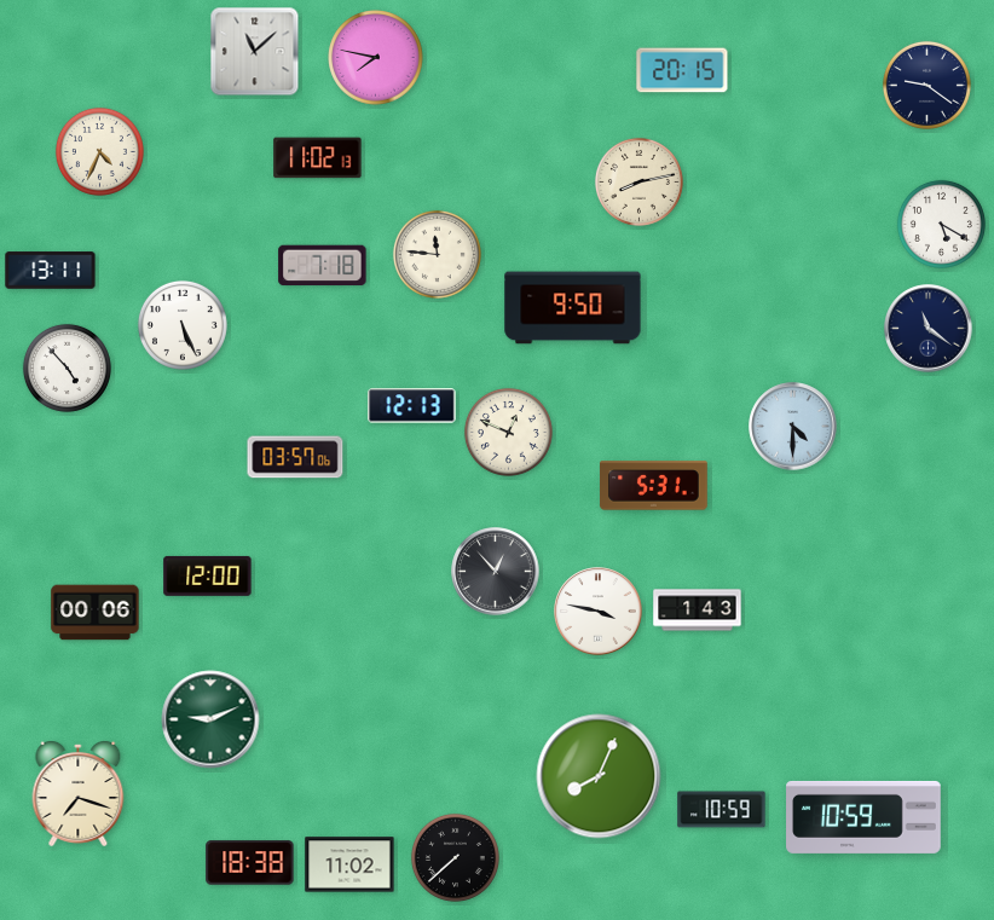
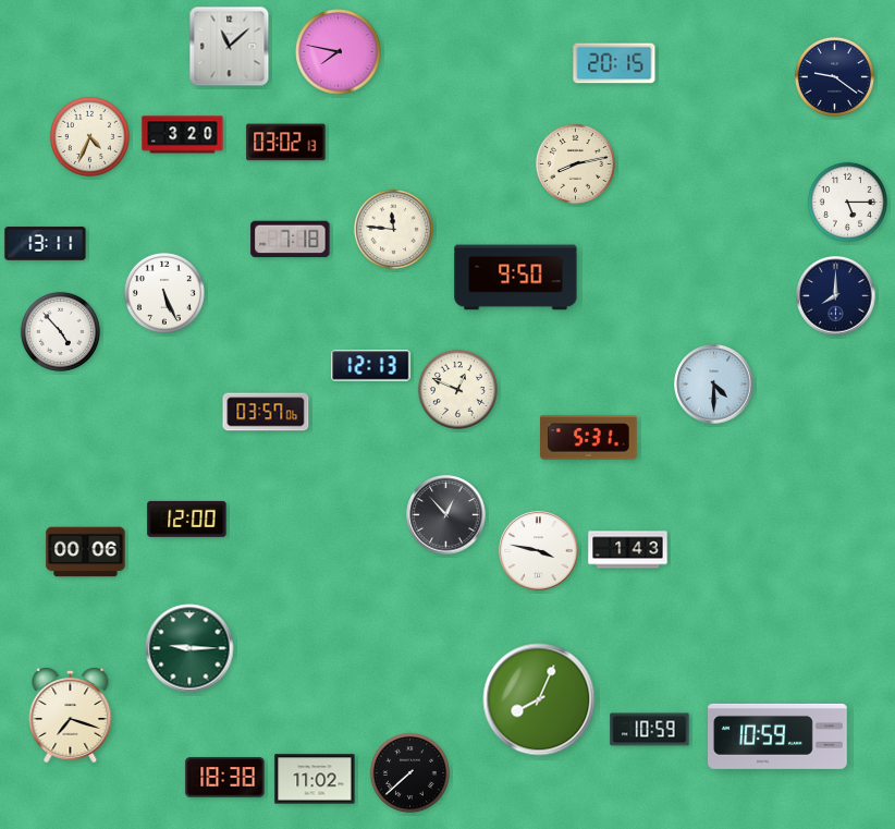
clock at (183, 135): none -> 3:20
clock at (318, 158): 11:02 -> 03:02
clock at (941, 224): 5:20 -> 5:15
clock at (929, 329): 11:21 -> 8:00
clock at (210, 719): 9:11 -> 9:15
